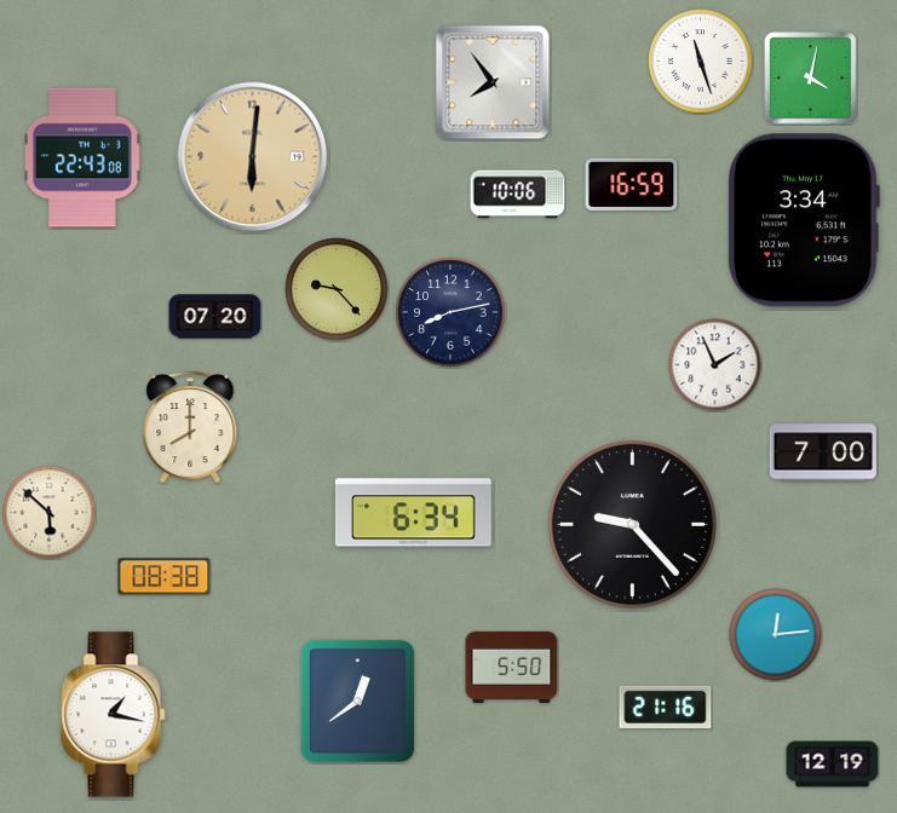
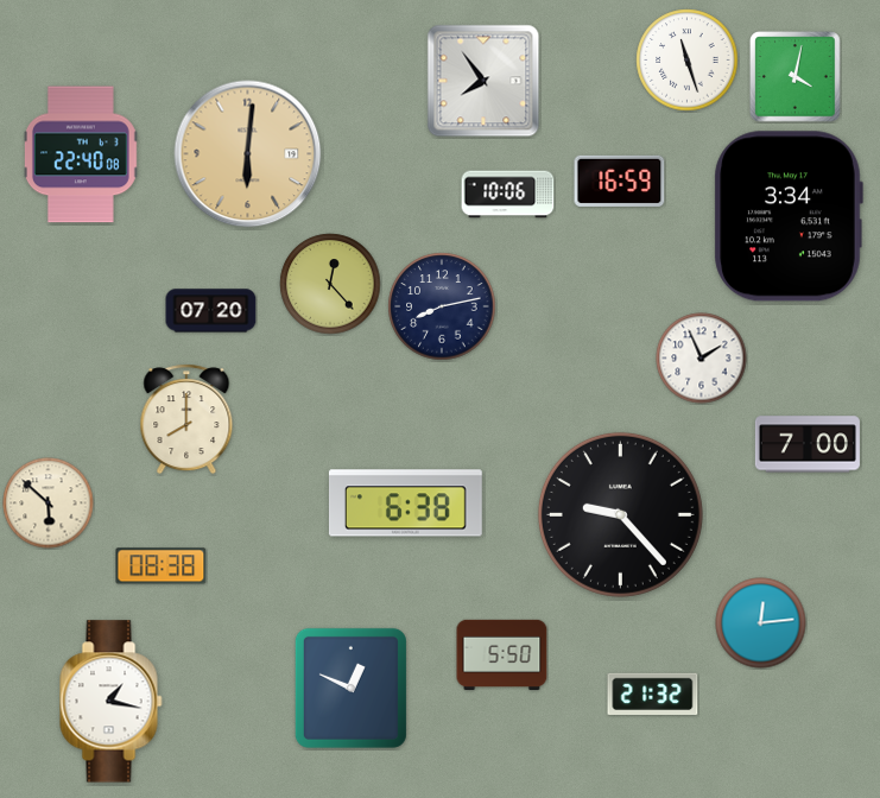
clock at (82, 157): 22:43 -> 22:40
clock at (518, 195) position: (518, 195) -> (508, 195)
clock at (337, 289): 9:23 -> 12:23
clock at (413, 513): 6:34 -> 6:38
clock at (357, 700): 12:39 -> 12:49
clock at (666, 707): 21:16 -> 21:32
clock at (833, 765): 12:19 -> none
